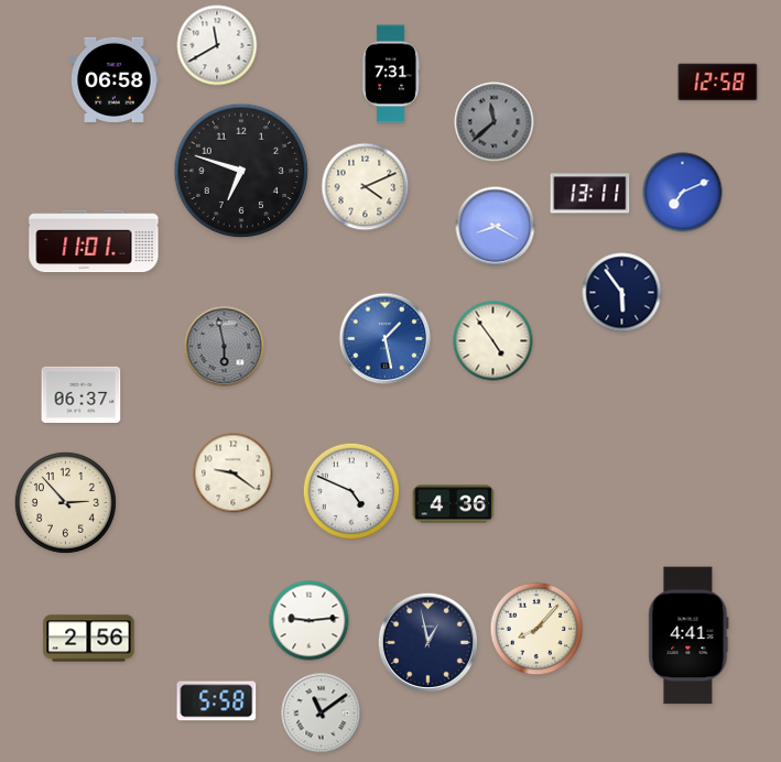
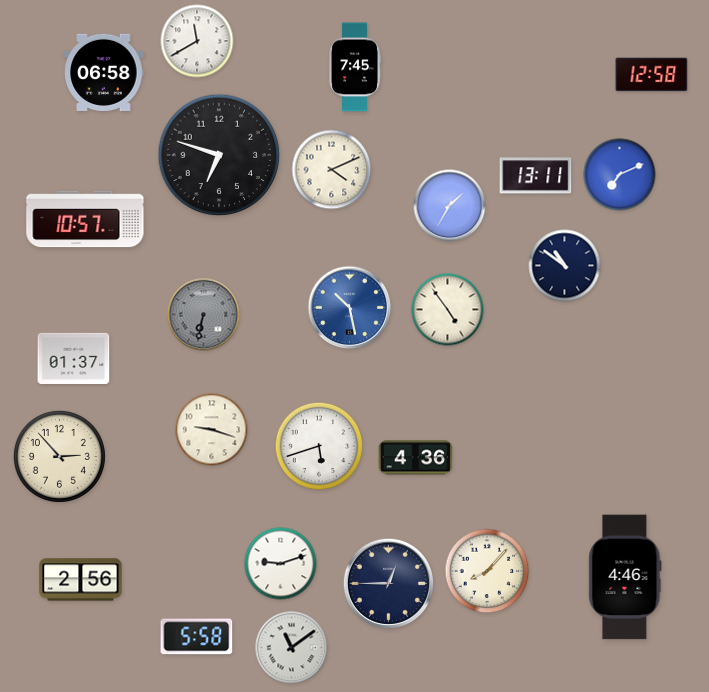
clock at (391, 74): 7:31 -> 7:45
clock at (495, 122): 11:38 -> none
clock at (496, 227): 8:20 -> 1:35
clock at (94, 241): 11:01 -> 10:57
clock at (622, 293): 5:54 -> 10:51
clock at (386, 339): 1:28 -> 10:28
clock at (225, 347): 5:58 -> 6:32
clock at (82, 394): 06:37 -> 01:37
clock at (234, 473): 9:21 -> 9:18
clock at (351, 491): 4:49 -> 5:42
clock at (454, 504) position: (454, 504) -> (416, 458)
clock at (310, 621): 9:14 -> 9:12
clock at (688, 635): 4:41 -> 4:46
clock at (427, 642): 12:58 -> 12:45
